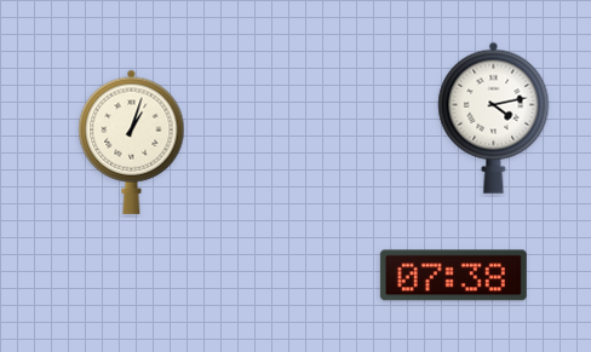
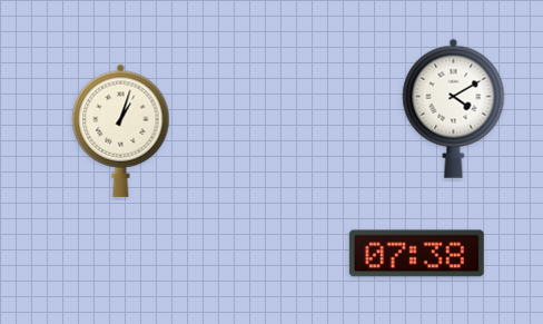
clock at (494, 117): 4:13 -> 4:10
